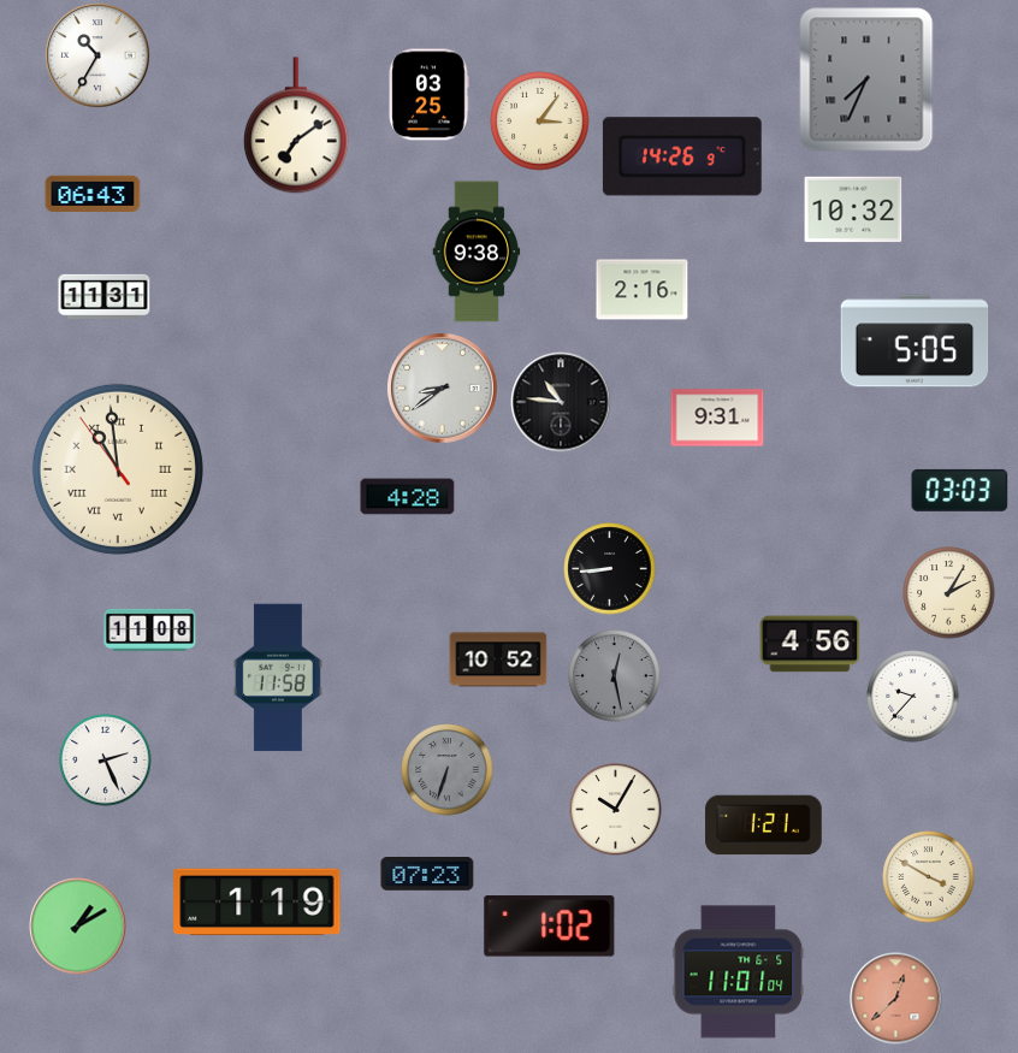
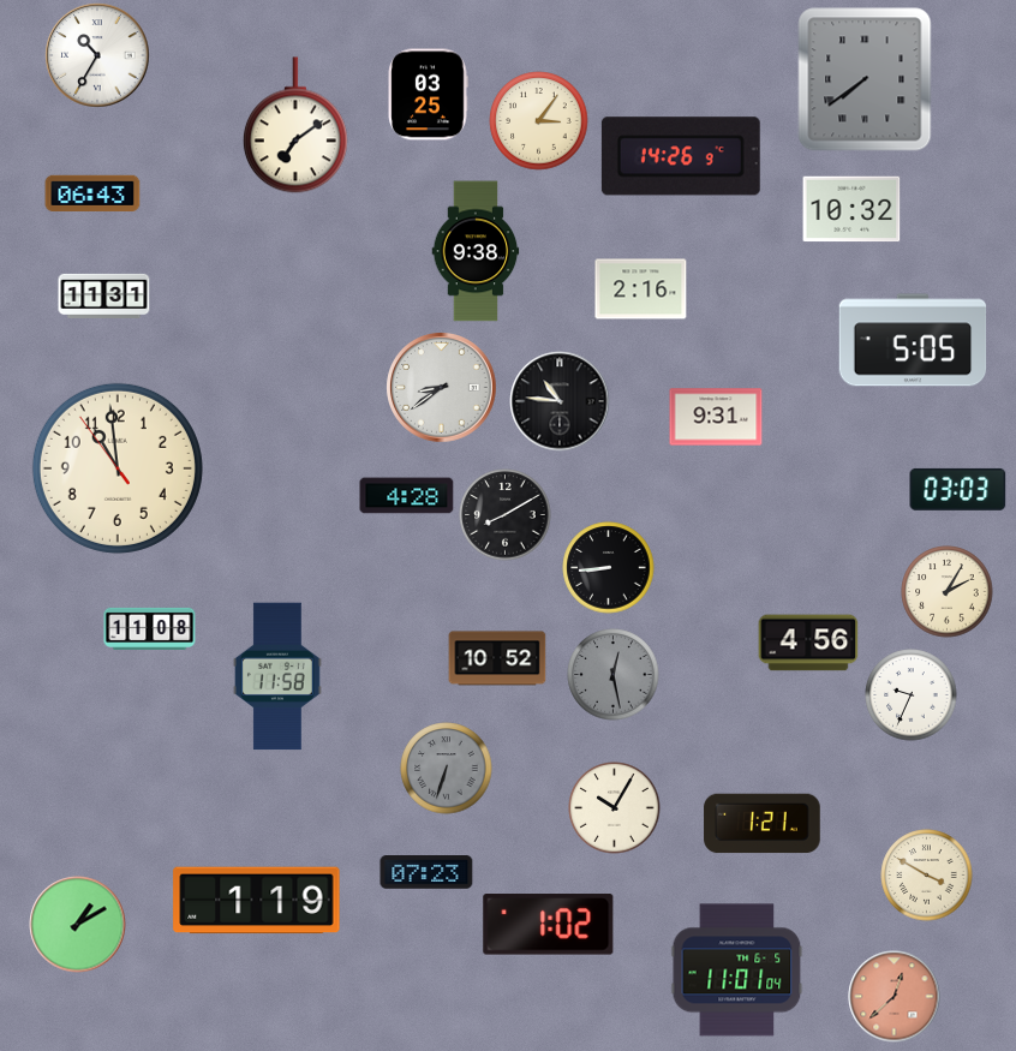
clock at (866, 79): 7:34 -> 7:39
clock at (118, 469) numerals: Roman -> Arabic
clock at (506, 515): none -> 8:10
clock at (913, 697): 9:37 -> 9:34
clock at (106, 761): 2:26 -> none
